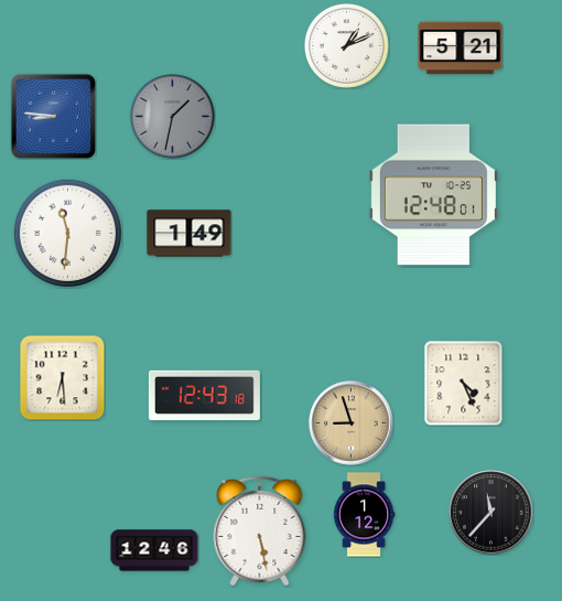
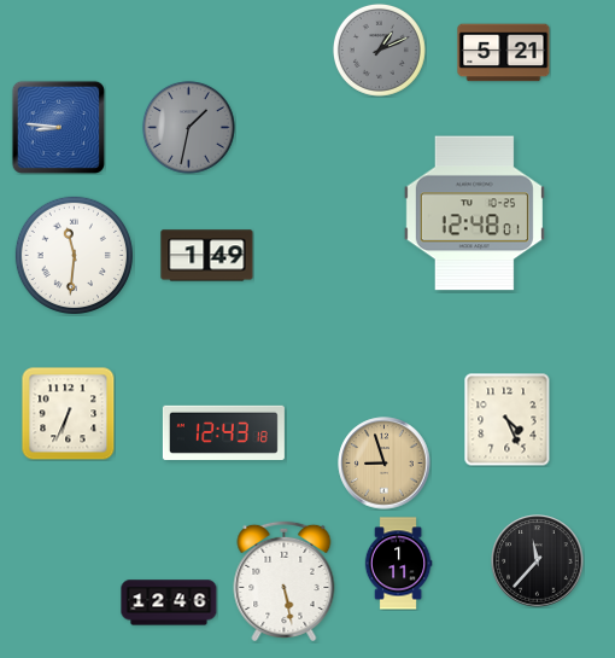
clock at (346, 45) dial: white -> grey
clock at (62, 377): 6:29 -> 6:34
clock at (364, 515): 1:12 -> 1:11
